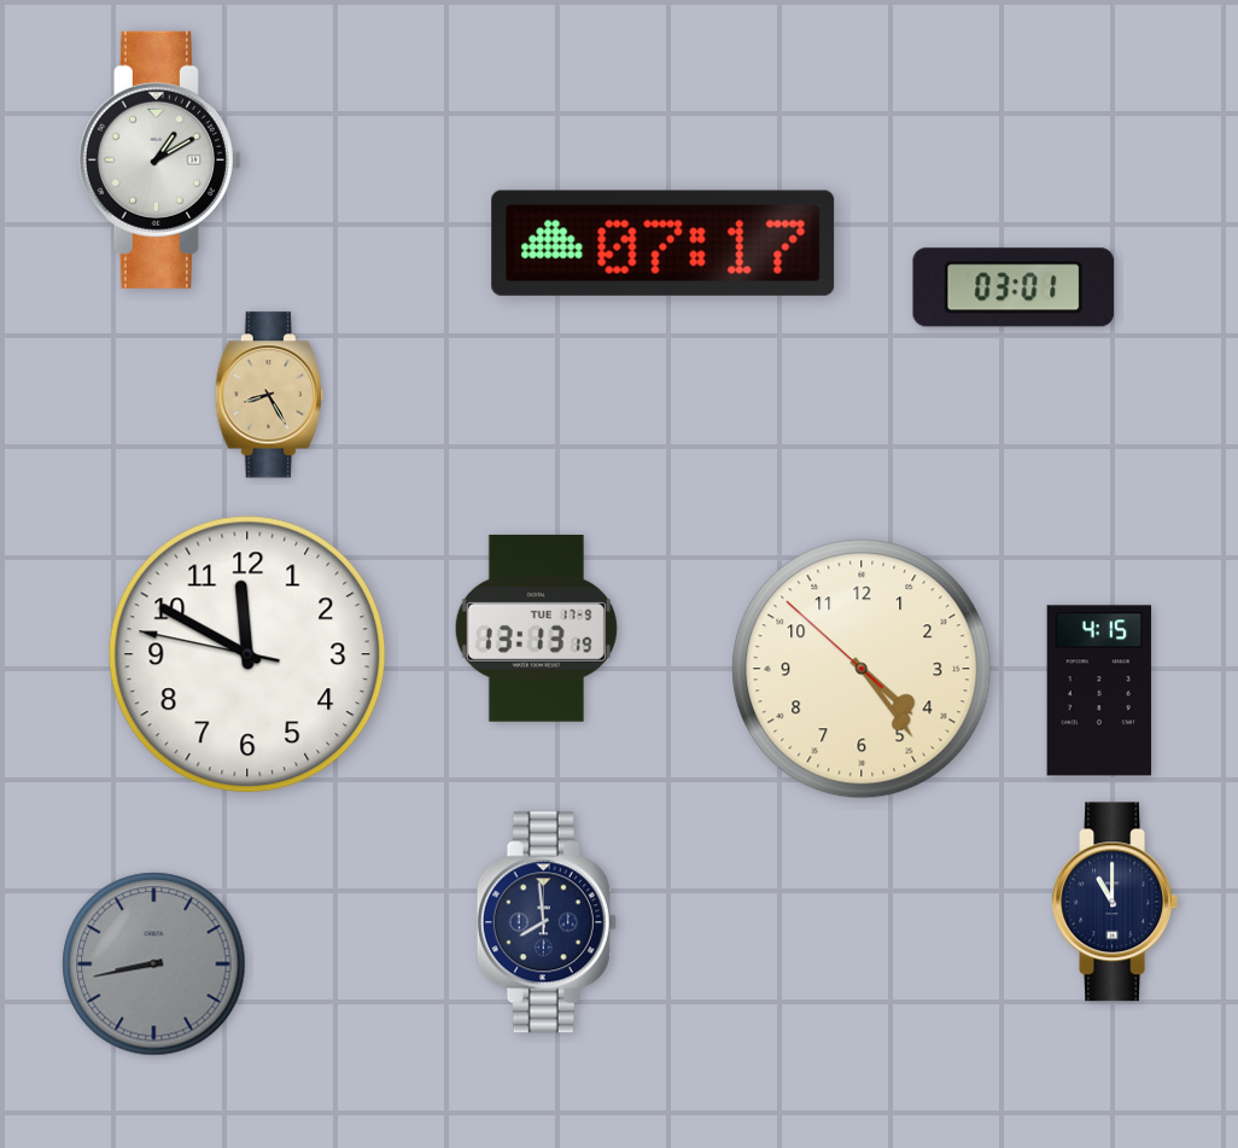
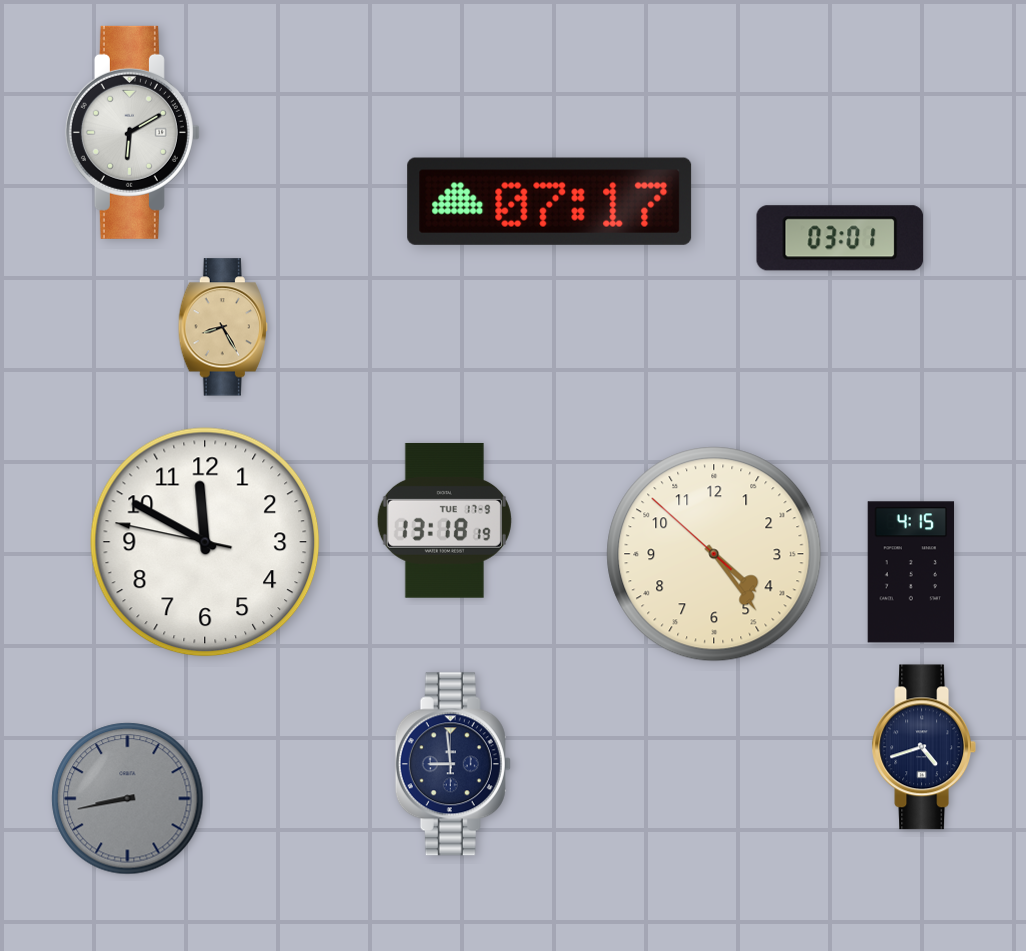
clock at (159, 159): 1:10 -> 6:10
clock at (536, 628): 13:13 -> 13:18
clock at (1114, 902): 11:00 -> 4:42
clock at (547, 922): 7:59 -> 8:59
